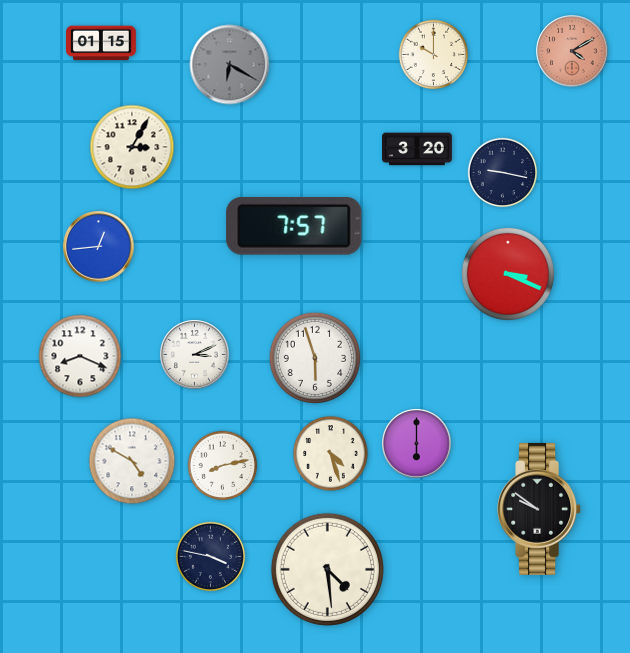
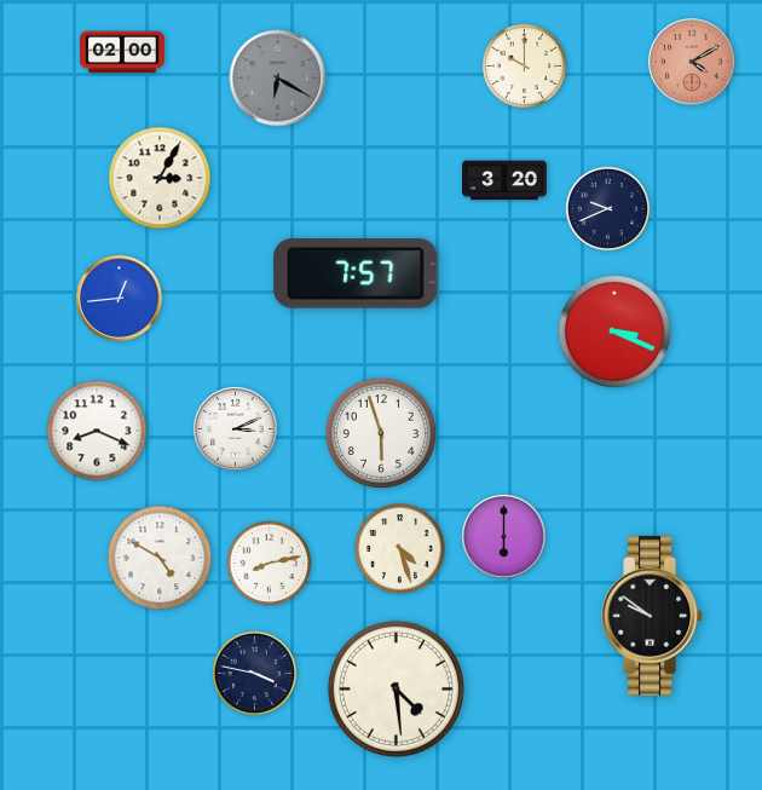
clock at (102, 43): 01:15 -> 02:00
clock at (503, 173): 9:17 -> 9:41
